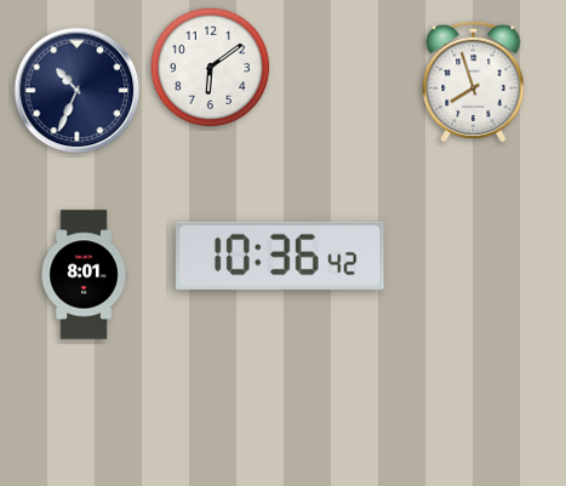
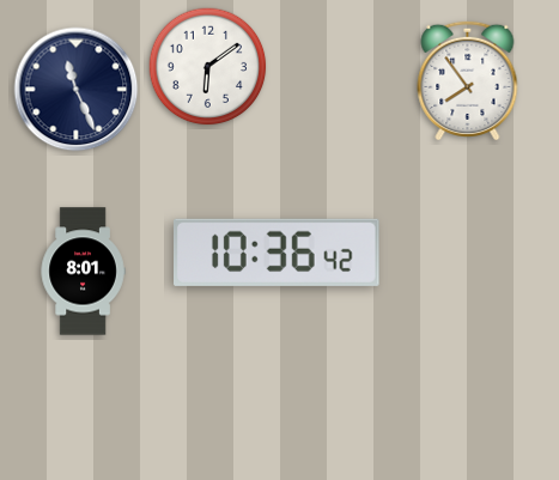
clock at (474, 80): 7:57 -> 7:54
clock at (78, 91): 10:34 -> 11:26
